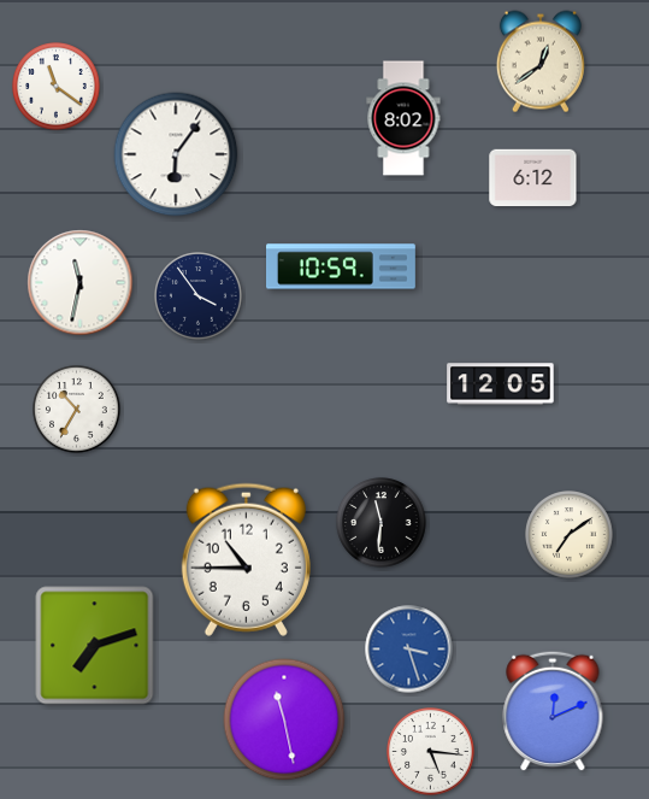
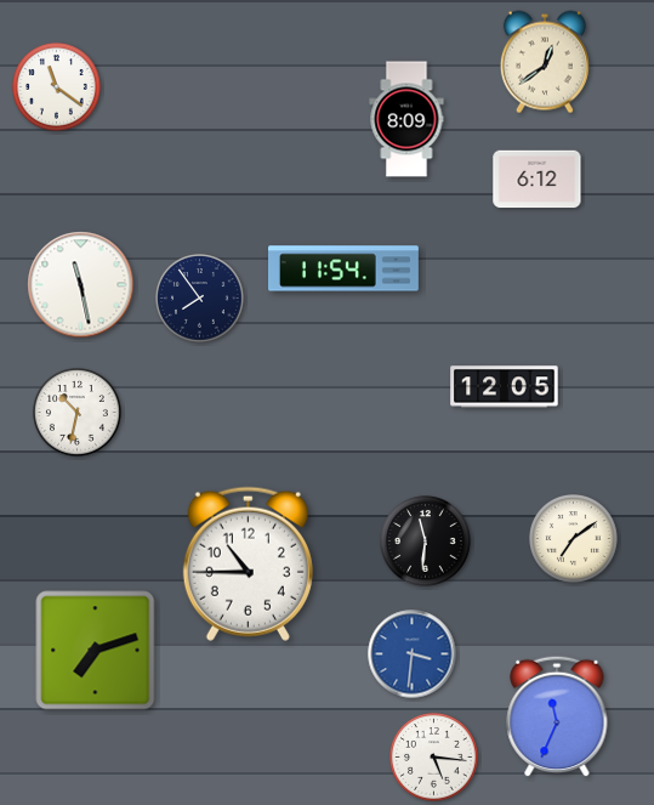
clock at (403, 118): 8:02 -> 8:09
clock at (176, 154): 6:06 -> none
clock at (342, 266): 10:59 -> 11:54
clock at (81, 283): 11:32 -> 11:28
clock at (199, 296): 3:54 -> 7:54
clock at (77, 410): 10:35 -> 10:32
clock at (382, 523) position: (382, 523) -> (426, 542)
clock at (409, 650): 3:27 -> 3:31
clock at (553, 711): 12:11 -> 11:34
clock at (284, 719): 11:28 -> none
